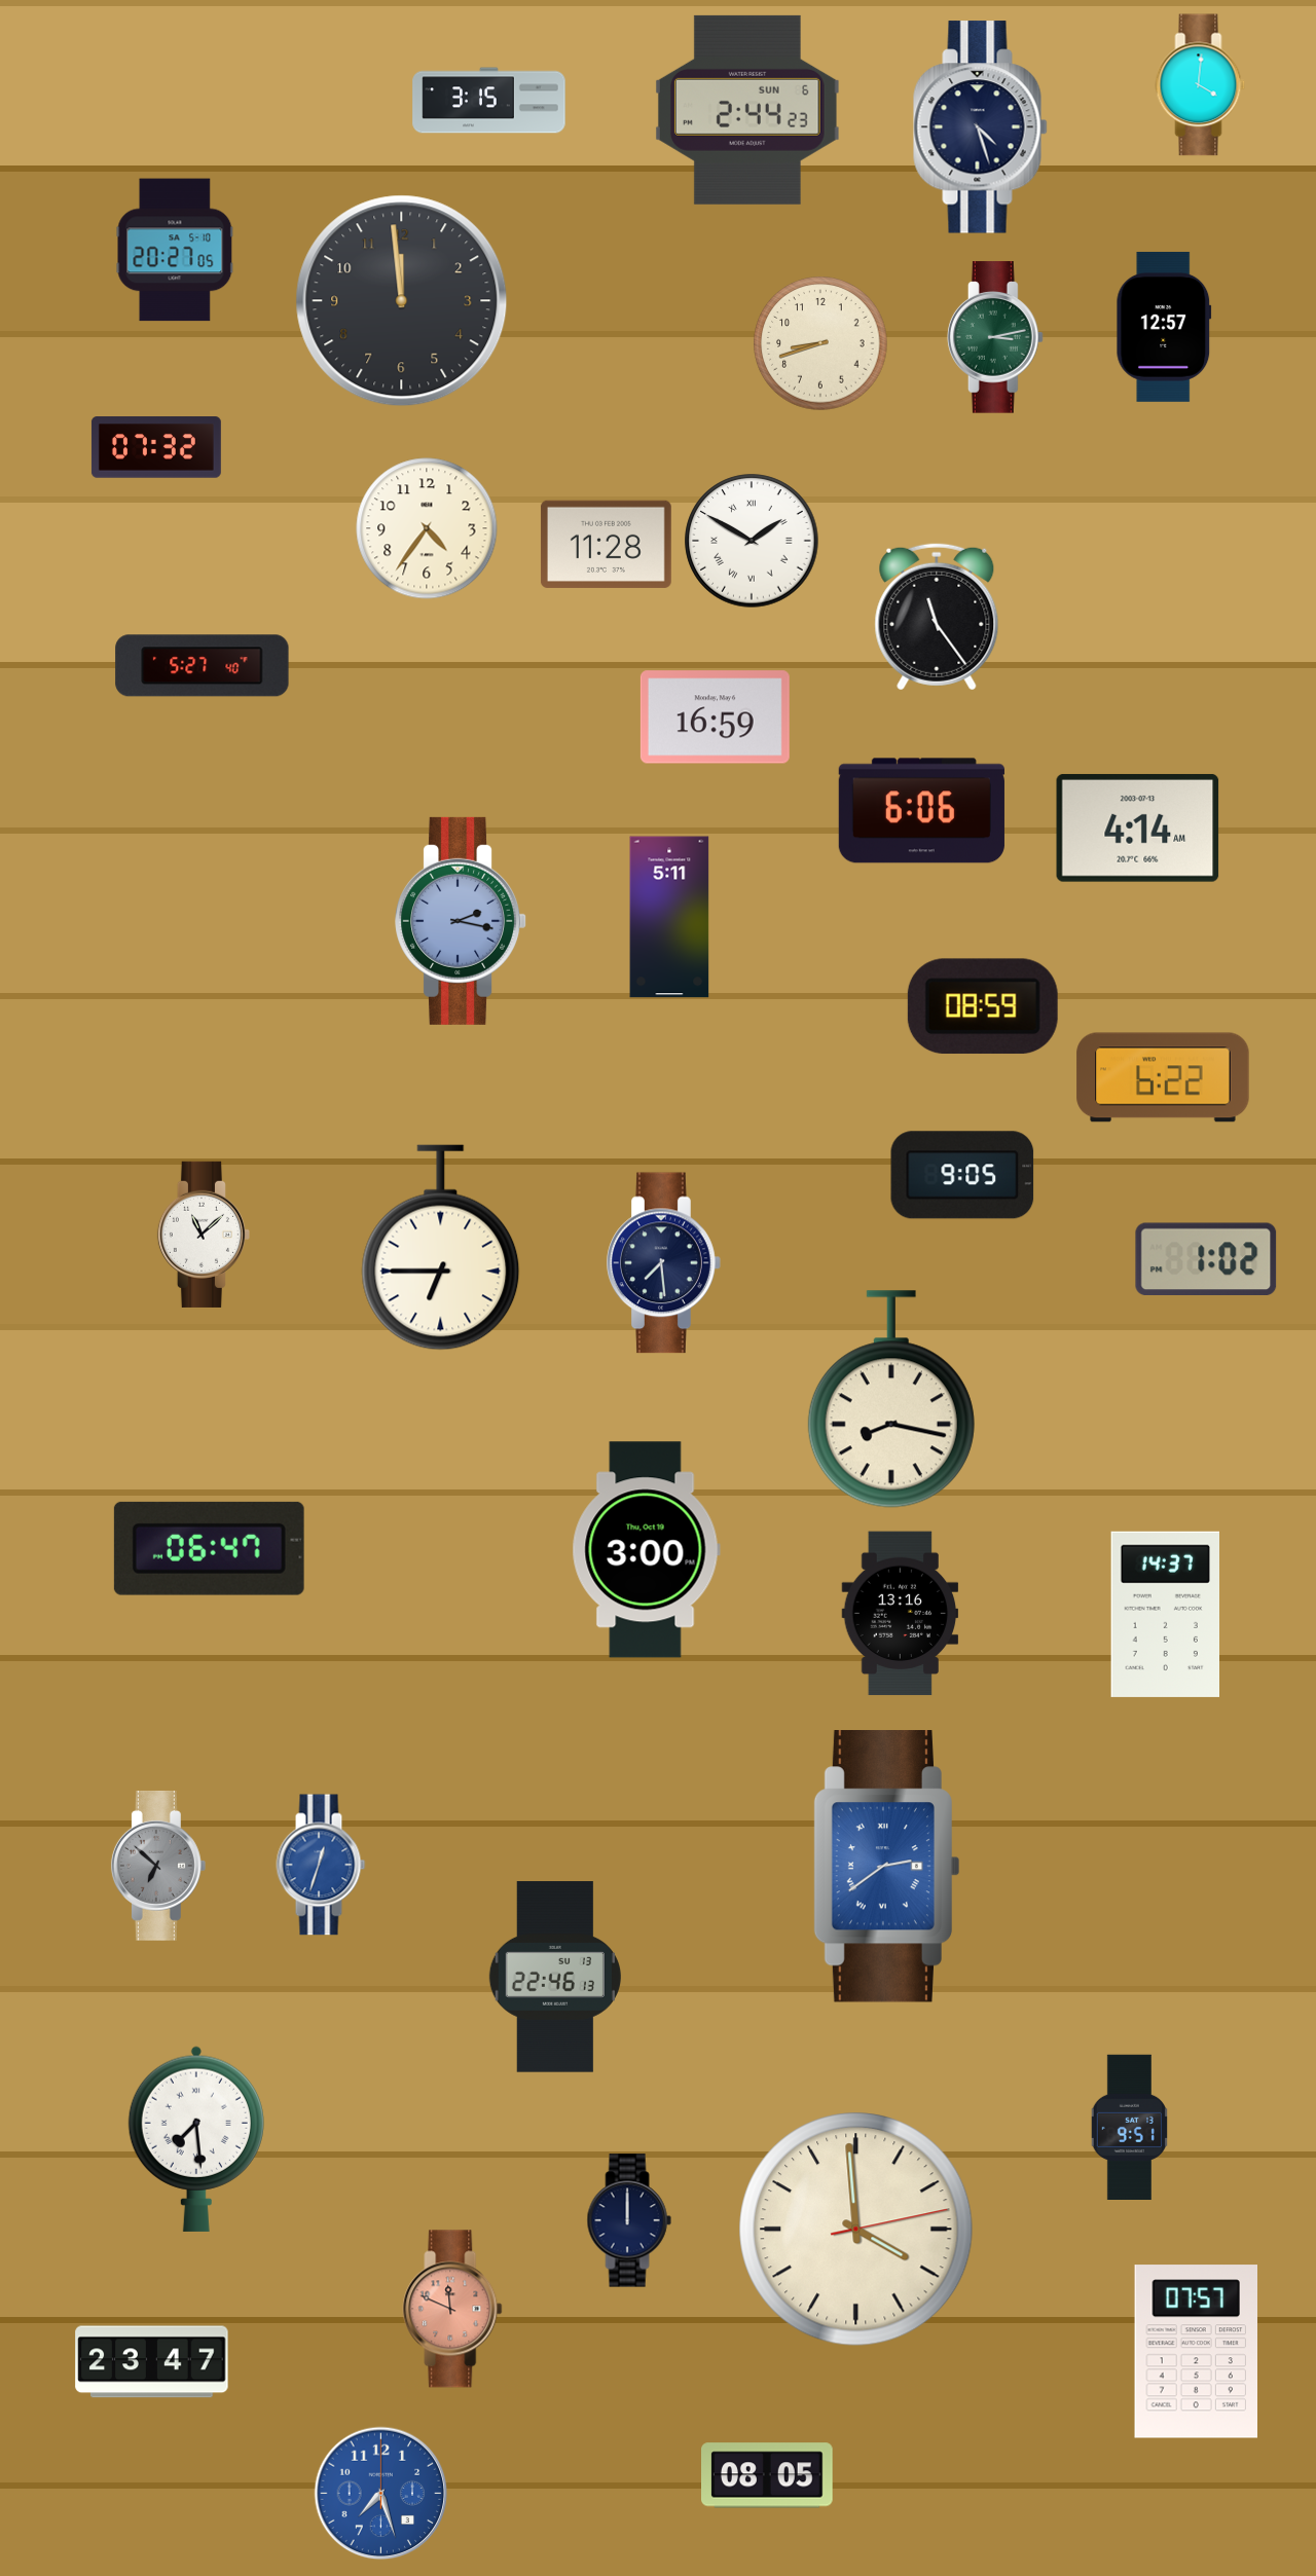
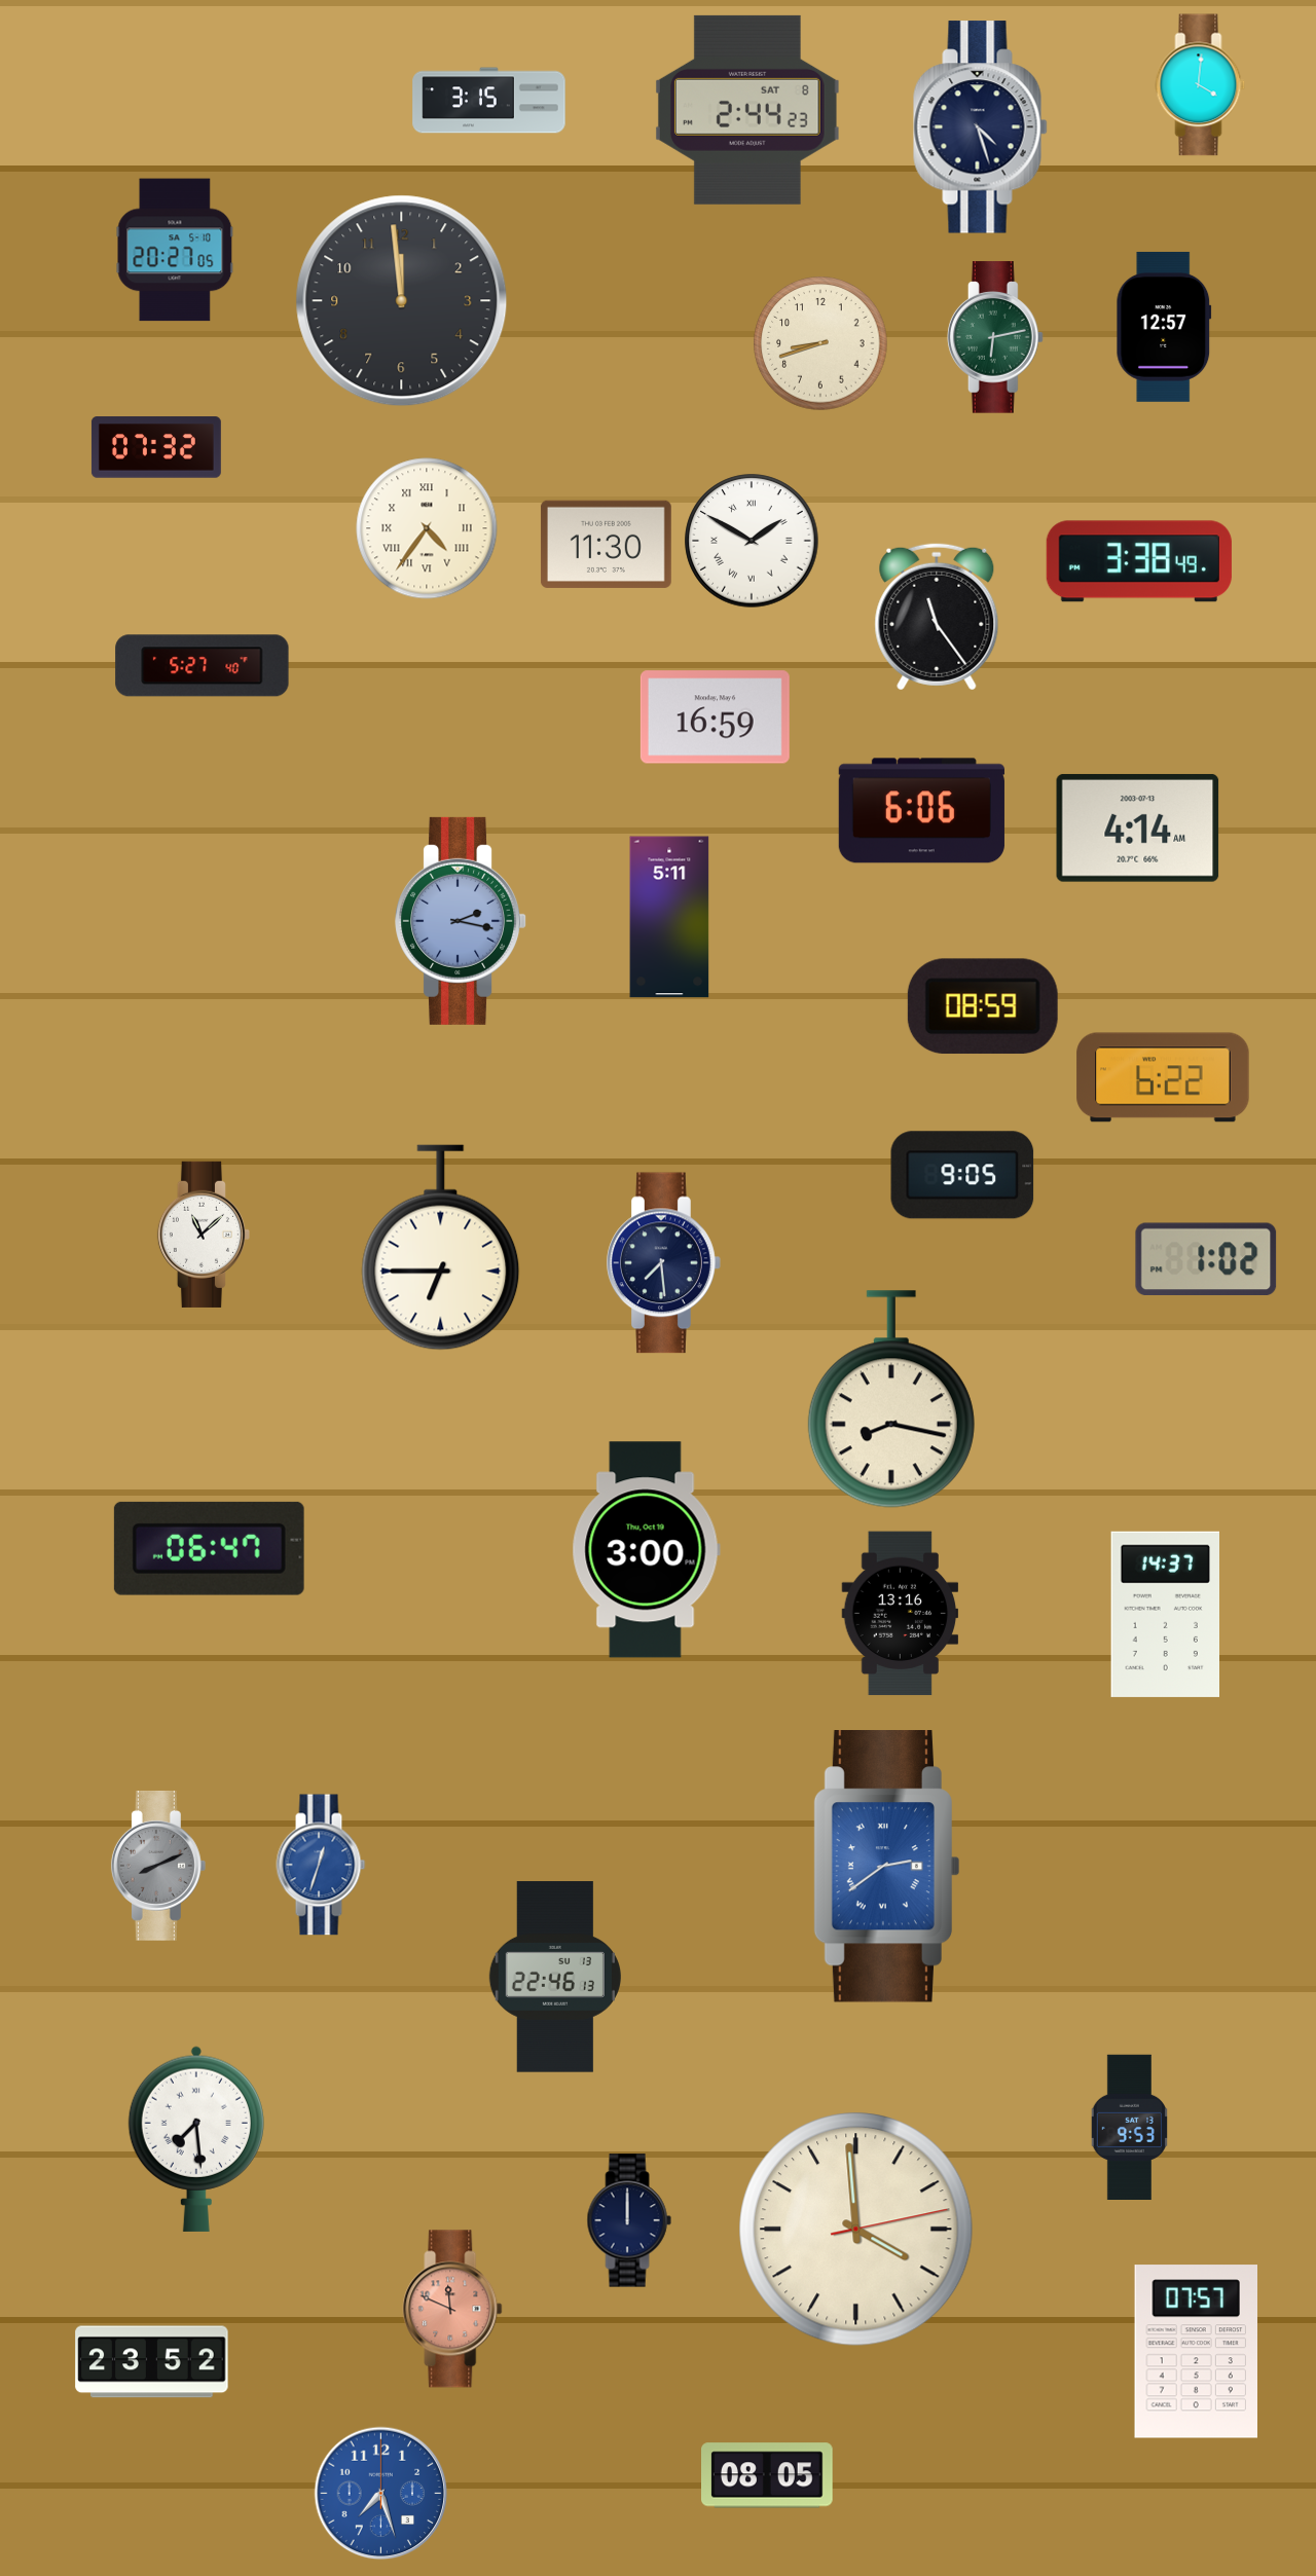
clock at (747, 110) date: SUN 6 -> SAT 8
clock at (995, 337): 3:13 -> 6:13
clock at (427, 528) numerals: Arabic -> Roman
clock at (606, 544): 11:28 -> 11:30
clock at (1139, 561): none -> 3:38
clock at (158, 1866): 6:52 -> 8:11
clock at (1129, 2127): 9:51 -> 9:53
clock at (152, 2362): 23:47 -> 23:52
